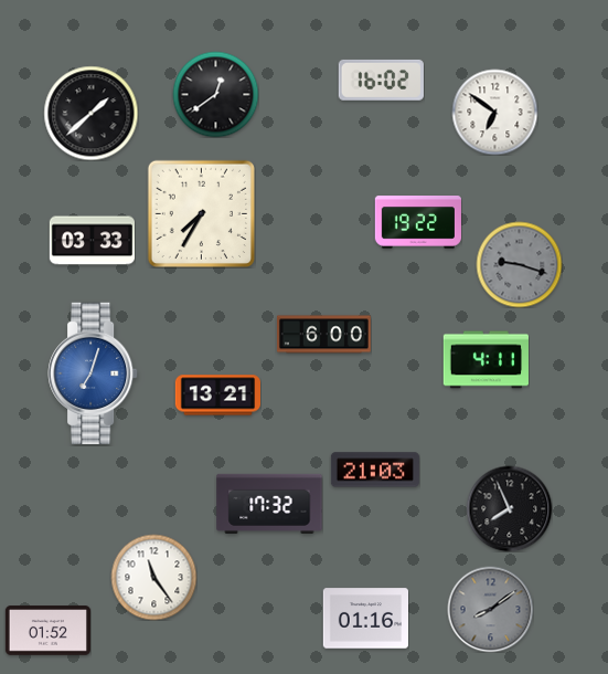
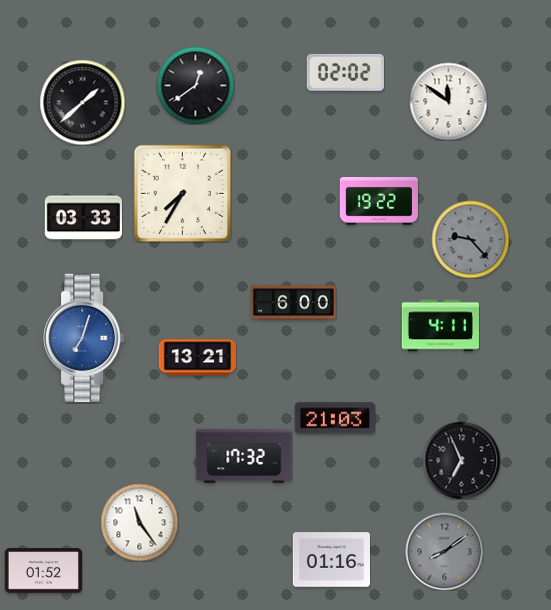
clock at (381, 80): 16:02 -> 02:02
clock at (494, 112): 6:51 -> 11:51
clock at (519, 264): 9:18 -> 9:23
clock at (375, 470) position: (375, 470) -> (335, 418)
clock at (509, 508): 7:56 -> 6:56
